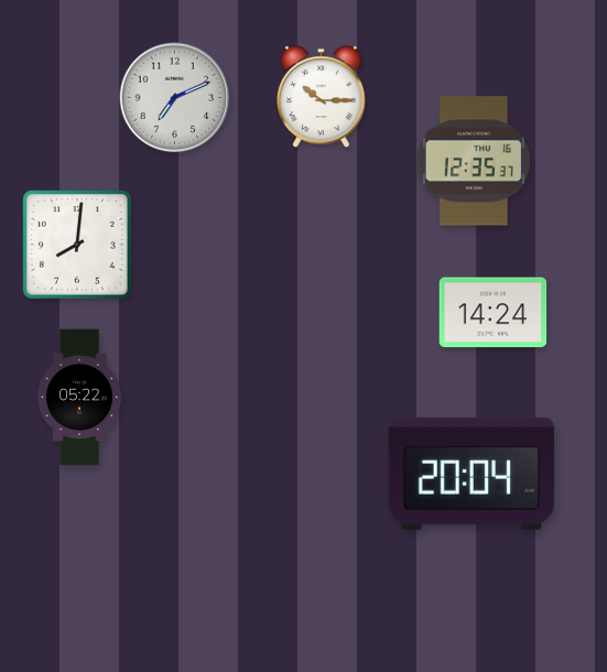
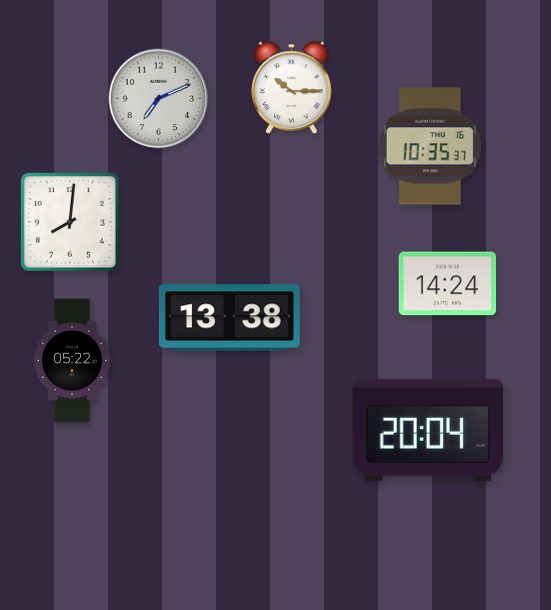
clock at (175, 98) position: (175, 98) -> (159, 99)
clock at (474, 161): 12:35 -> 10:35
clock at (229, 318): none -> 13:38
